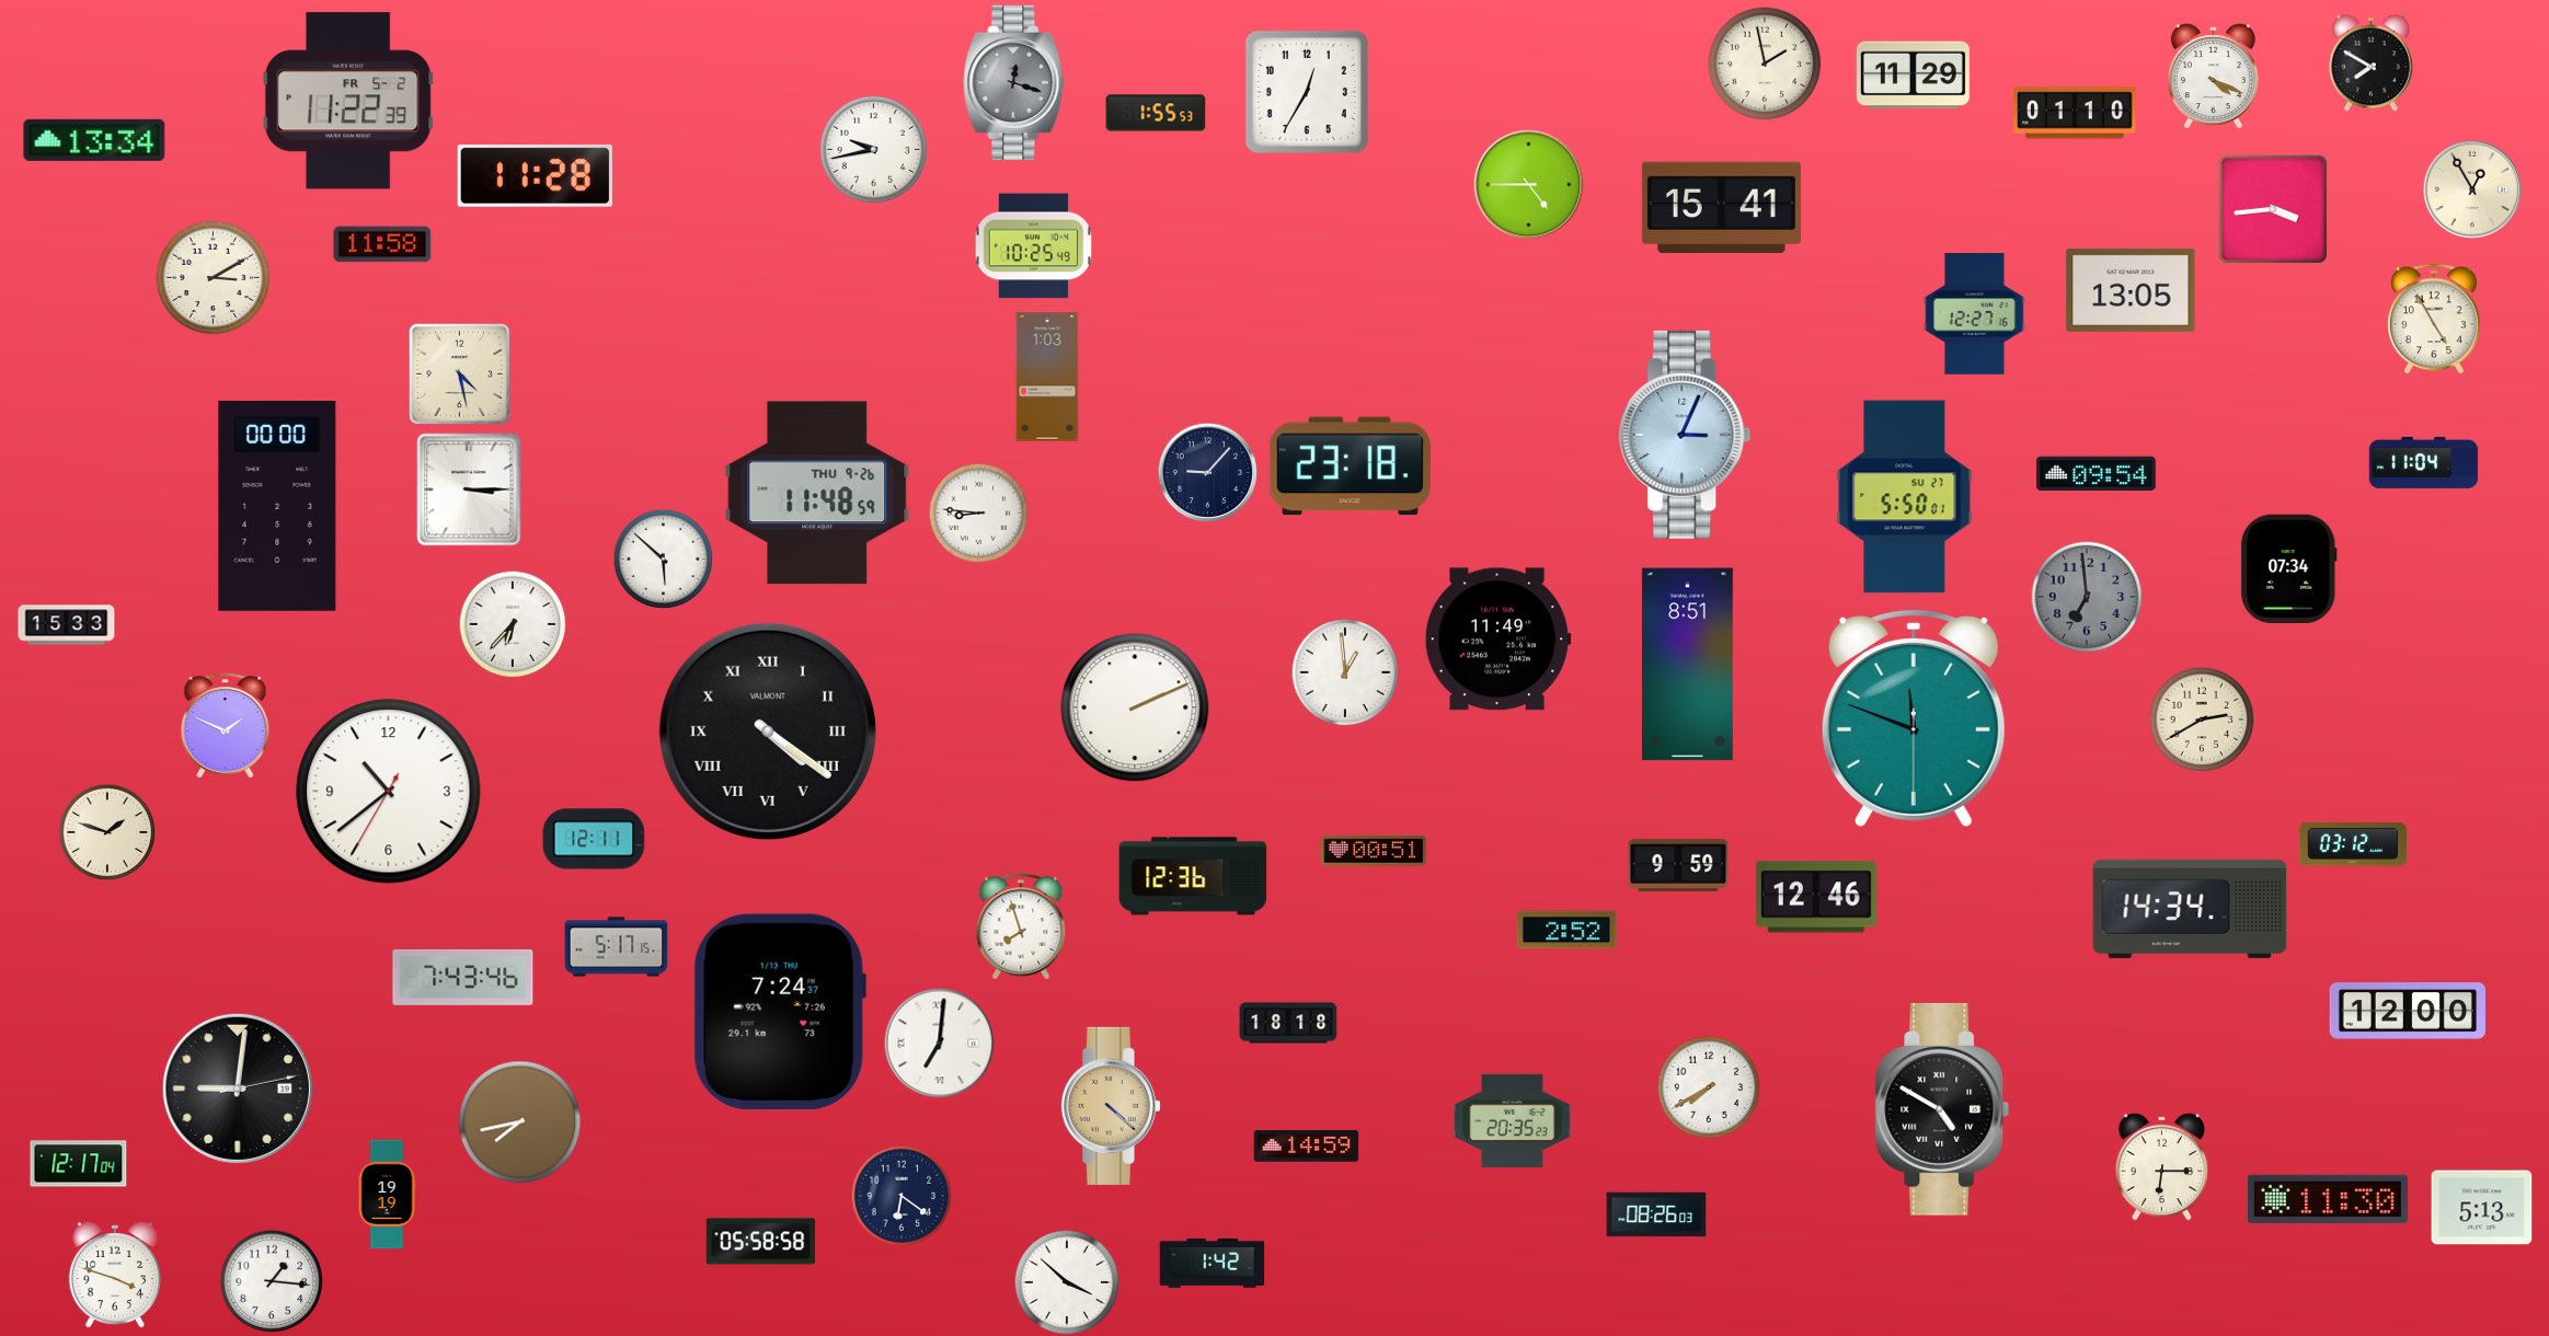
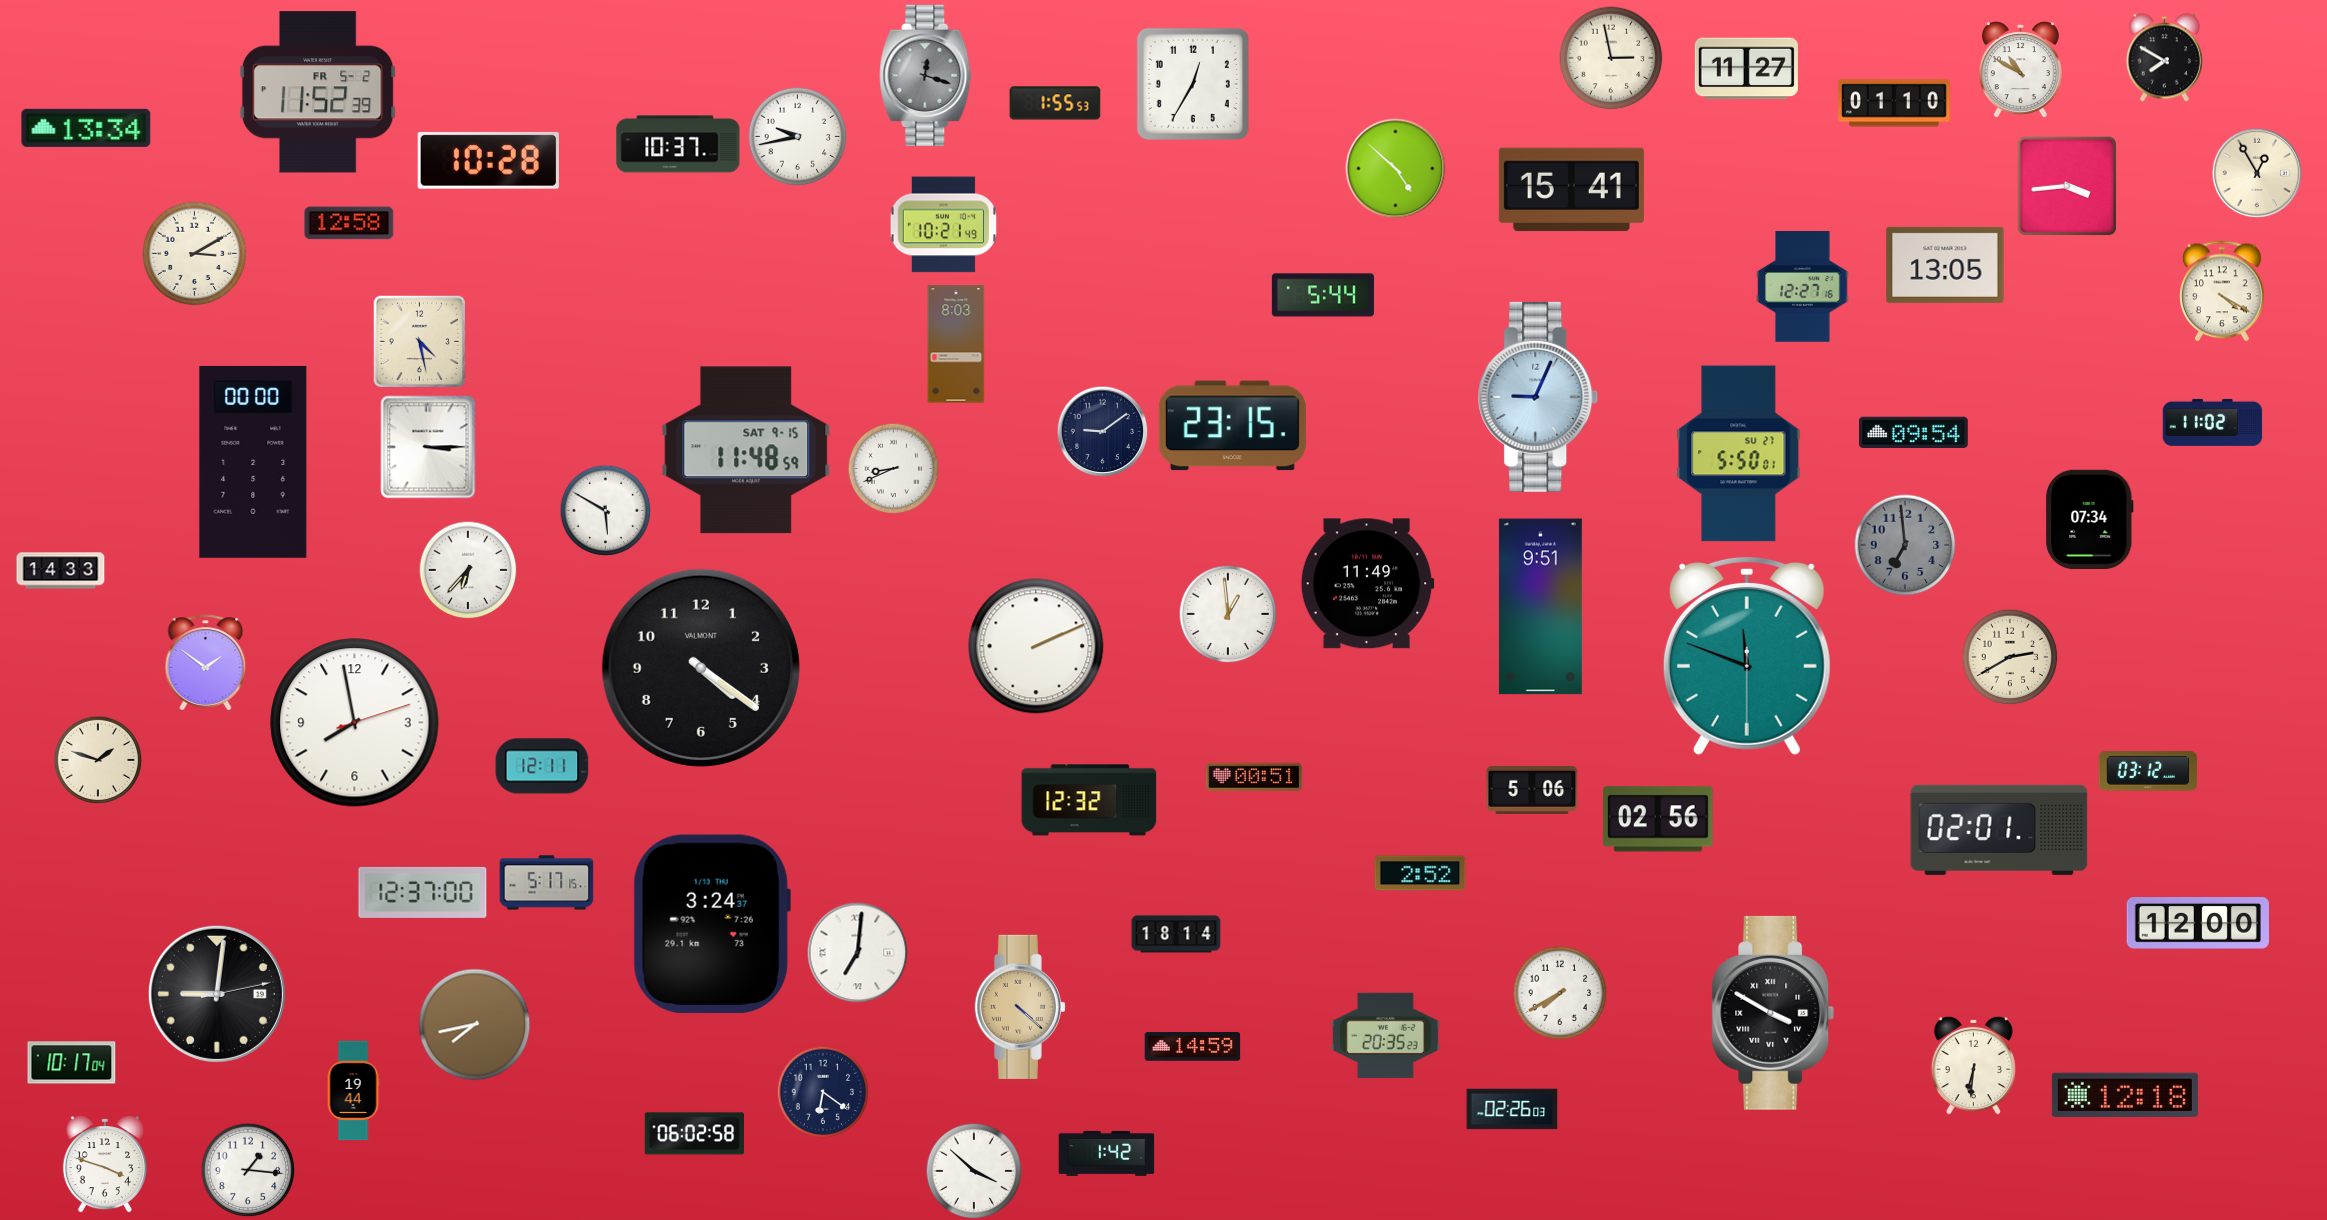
clock at (1765, 64): 1:58 -> 2:58
clock at (1913, 76): 11:29 -> 11:27
clock at (2213, 77): 4:19 -> 10:50
clock at (348, 101): 11:22 -> 11:52
clock at (678, 144): none -> 10:37
clock at (535, 175): 11:28 -> 10:28
clock at (1529, 185): 4:45 -> 4:52
clock at (2273, 209) position: (2273, 209) -> (2067, 186)
clock at (382, 244): 11:58 -> 12:58
clock at (1034, 246): 10:25 -> 10:21
clock at (2435, 319): 4:55 -> 4:20
clock at (1323, 295): none -> 5:44
clock at (1047, 377): 1:03 -> 8:03
clock at (1685, 435): 3:04 -> 9:04
clock at (2424, 462): 11:04 -> 11:02
clock at (1350, 467): 23:18 -> 23:15
clock at (1207, 472): 9:07 -> 9:09
clock at (817, 493) date: THU 9-26 -> SAT 9-15
clock at (978, 512): 8:46 -> 8:41
clock at (663, 558): 5:52 -> 5:50
clock at (67, 625): 15:33 -> 14:33
clock at (1687, 665): 8:51 -> 9:51
clock at (226, 726): 1:49 -> 1:51
clock at (768, 732) numerals: Roman -> Arabic
clock at (389, 792): 10:38 -> 7:58
clock at (1678, 865): 9:59 -> 5:06
clock at (1193, 876): 12:36 -> 12:32
clock at (1816, 897): 12:46 -> 02:56
clock at (2190, 909): 14:34 -> 02:01
clock at (1021, 926): 7:57 -> none
clock at (1566, 930) position: (1566, 930) -> (1420, 873)
clock at (617, 947) position: (617, 947) -> (547, 883)
clock at (463, 977): 7:43 -> 12:37
clock at (780, 1011): 7:24 -> 3:24
clock at (1288, 1023): 18:18 -> 18:14
clock at (1111, 1106) position: (1111, 1106) -> (1020, 1007)
clock at (1942, 1109): 4:50 -> 3:50
clock at (1513, 1120) position: (1513, 1120) -> (1386, 1035)
clock at (79, 1164): 12:17 -> 10:17
clock at (2162, 1166): 6:15 -> 6:31
clock at (387, 1195): 19:19 -> 19:44
clock at (2328, 1199): 11:30 -> 12:18
clock at (2482, 1208): 5:13 -> none
clock at (1656, 1214): 08:26 -> 02:26
clock at (761, 1242): 05:58 -> 06:02
